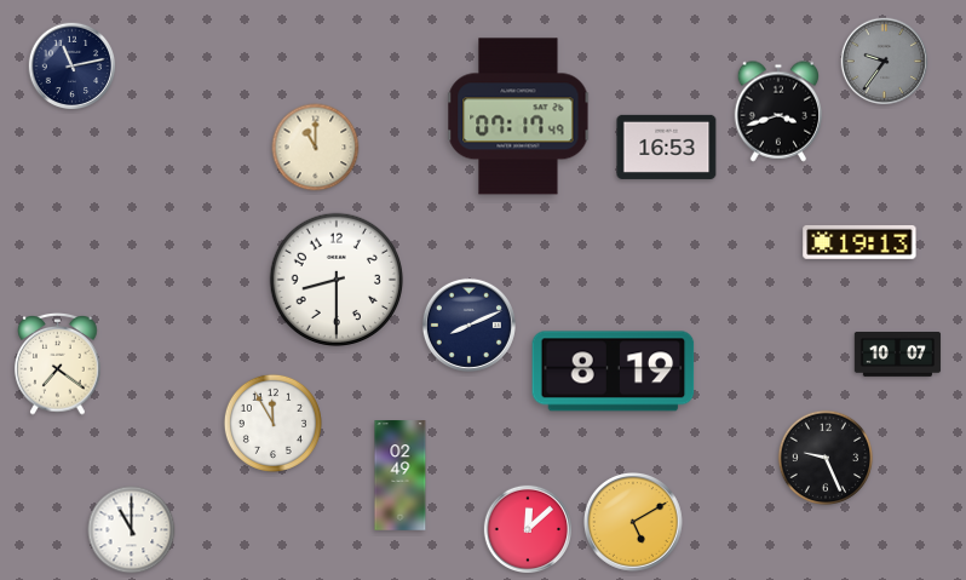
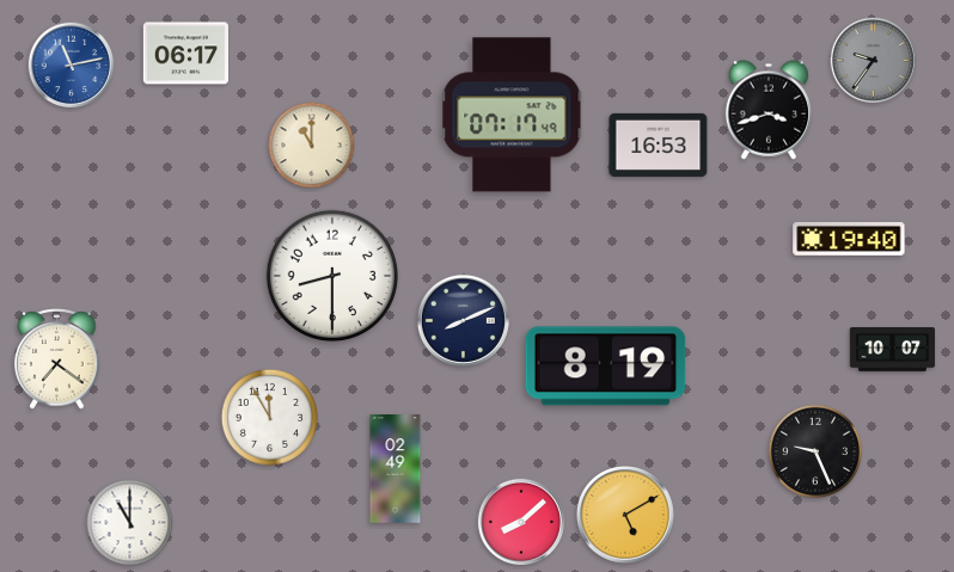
clock at (185, 54): none -> 06:17
clock at (73, 67) dial: navy -> blue
clock at (859, 242): 19:13 -> 19:40
clock at (898, 355) position: (898, 355) -> (893, 350)
clock at (527, 528): 12:08 -> 8:08
